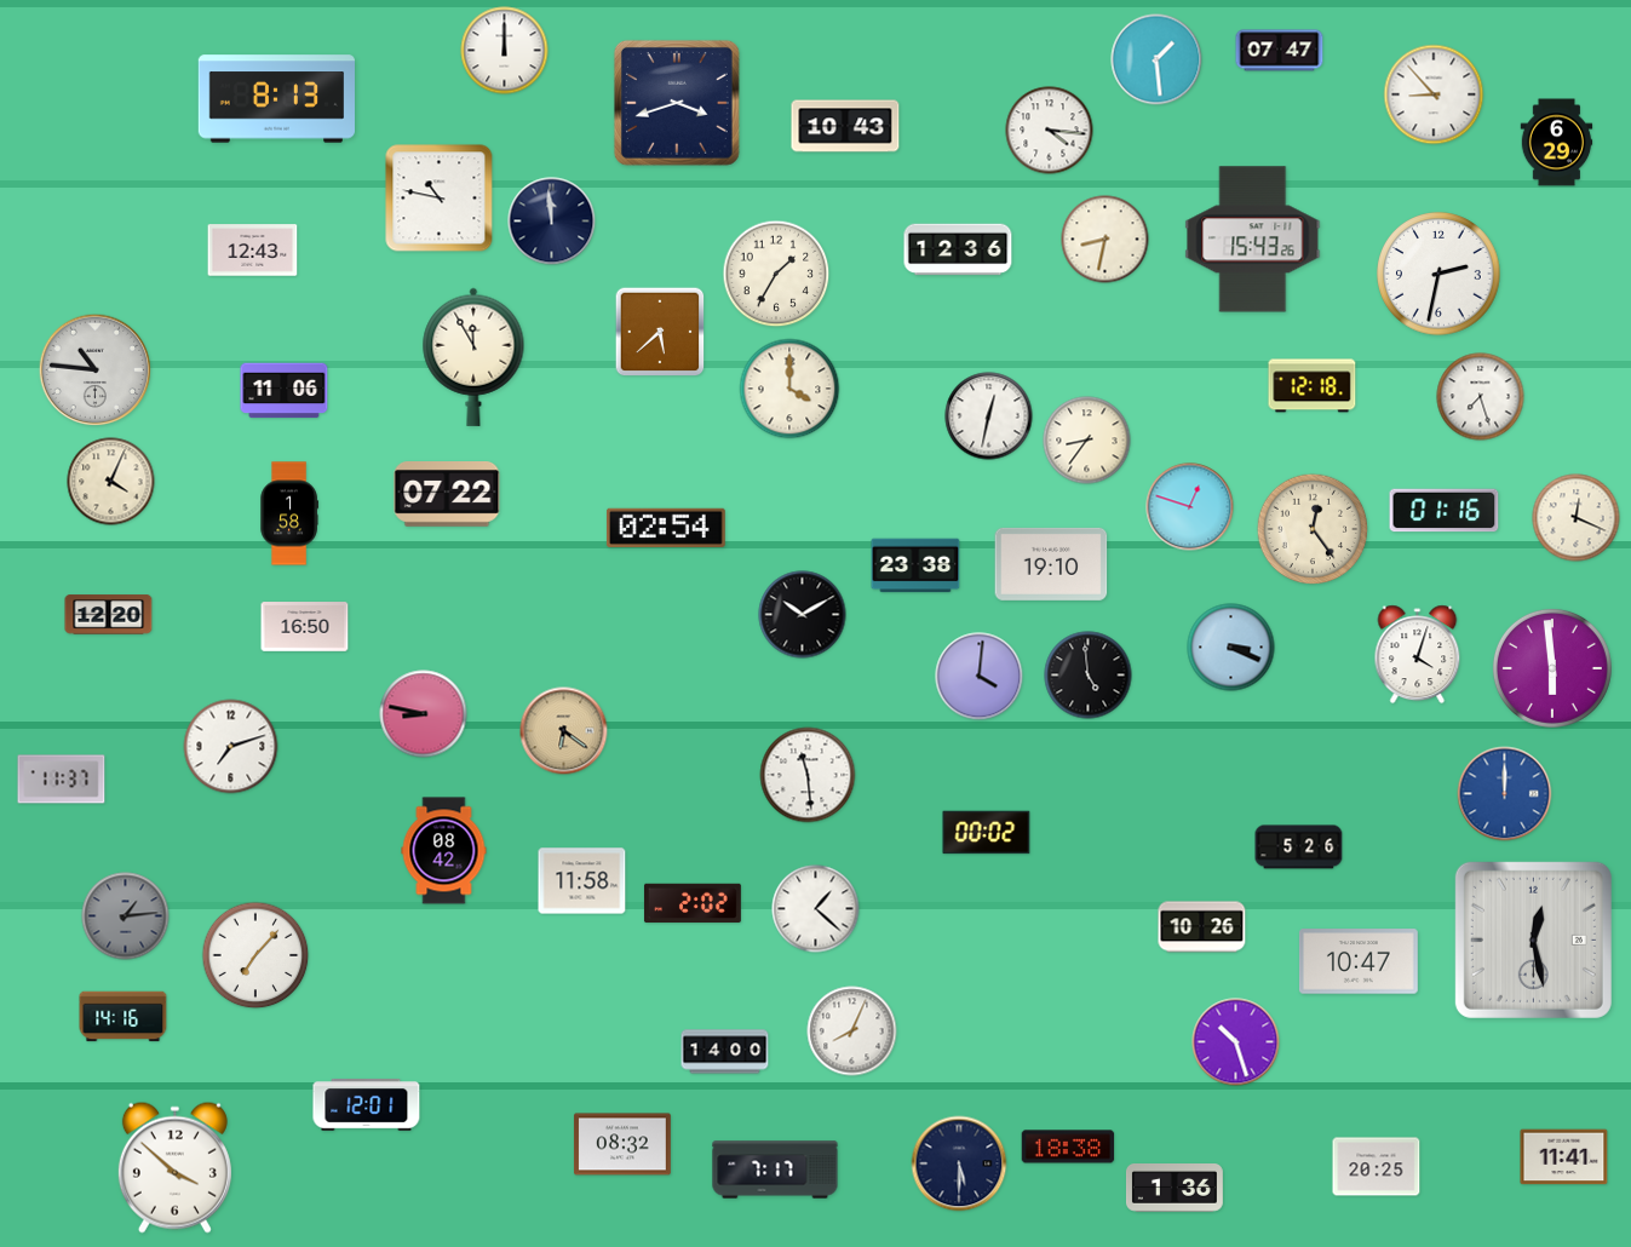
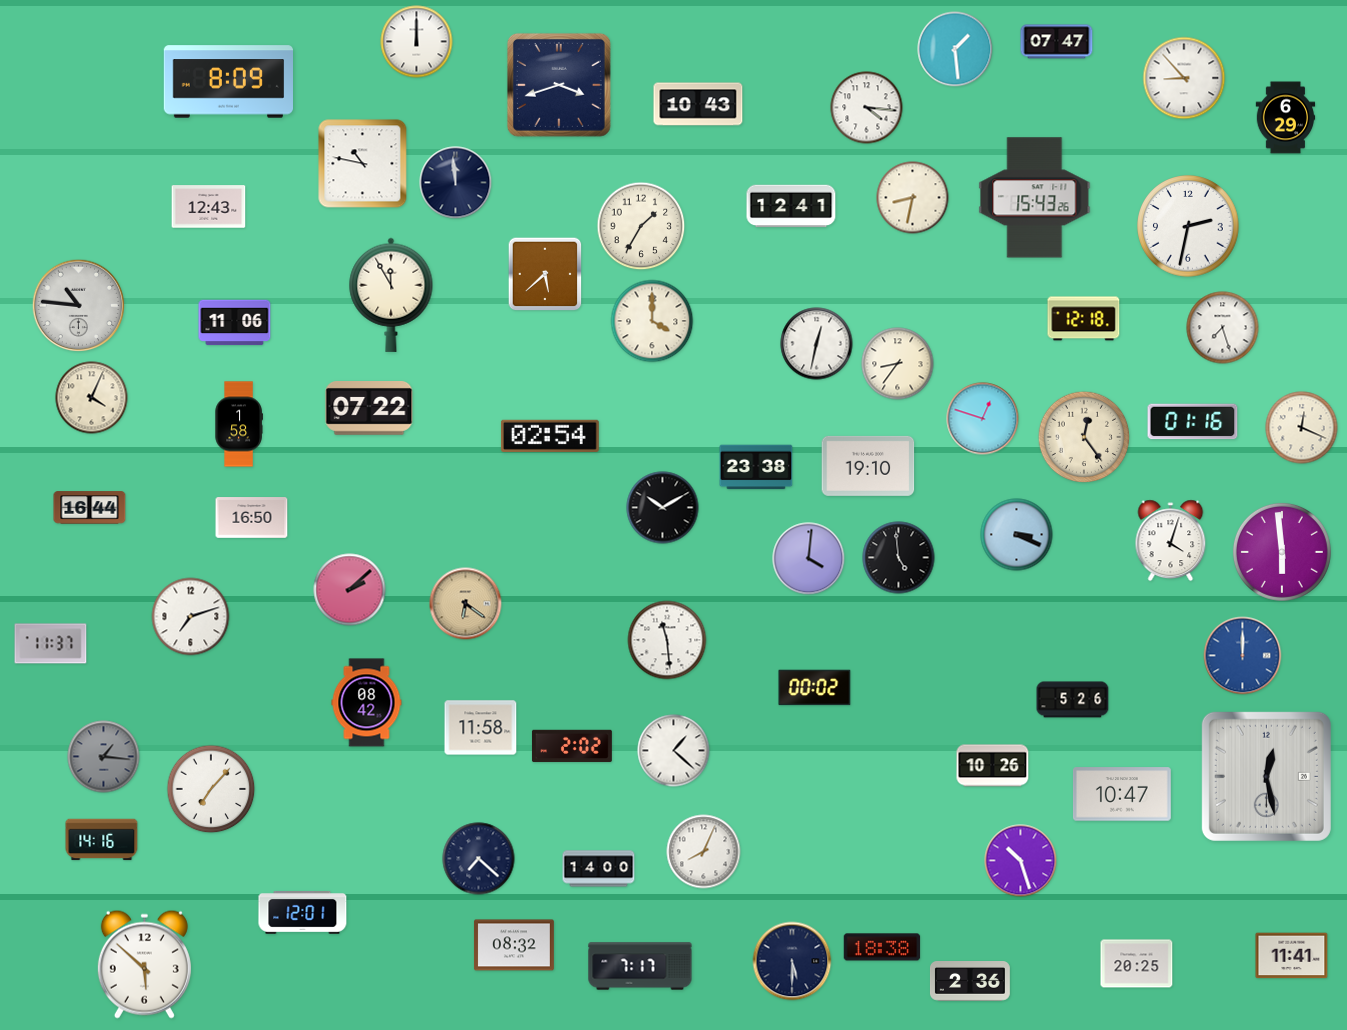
clock at (276, 99): 8:13 -> 8:09
clock at (958, 249): 12:36 -> 12:41
clock at (109, 615): 12:20 -> 16:44
clock at (424, 714): 8:47 -> 2:08
clock at (126, 916): 1:14 -> 1:16
clock at (479, 859): none -> 7:22
clock at (174, 1167): 3:52 -> 5:52
clock at (1175, 1189): 1:36 -> 2:36
